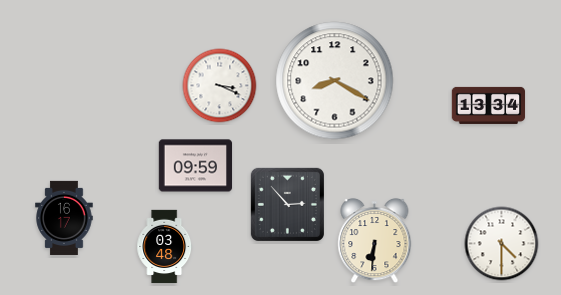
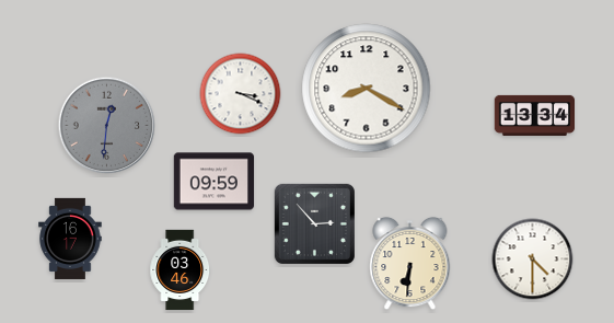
clock at (107, 126): none -> 12:31
clock at (502, 244) position: (502, 244) -> (533, 259)
clock at (165, 247): 03:48 -> 03:46
